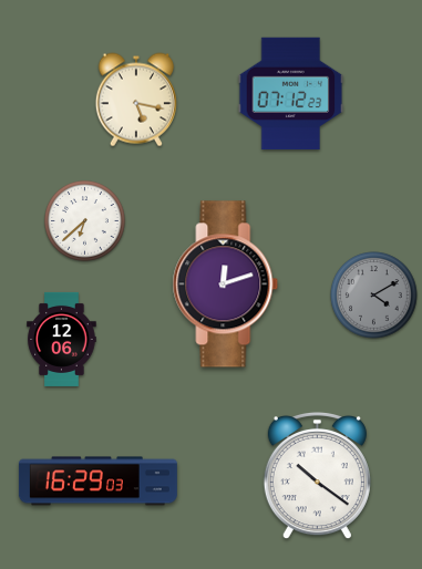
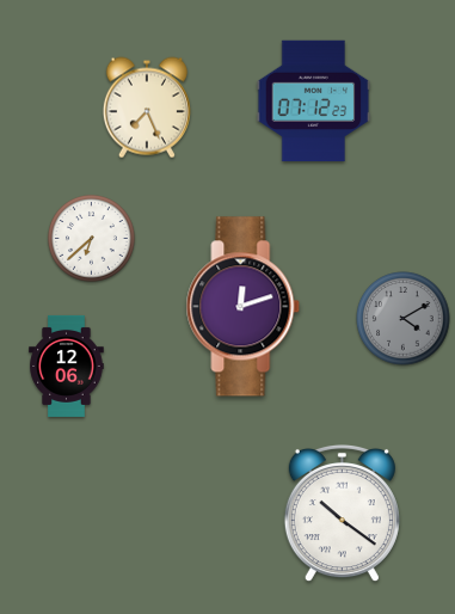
clock at (136, 100): 5:17 -> 7:26
clock at (97, 482): 16:29 -> none
